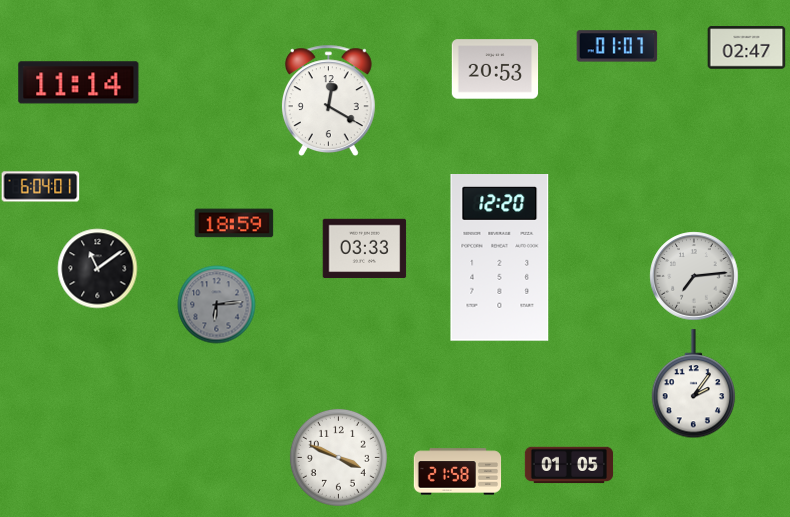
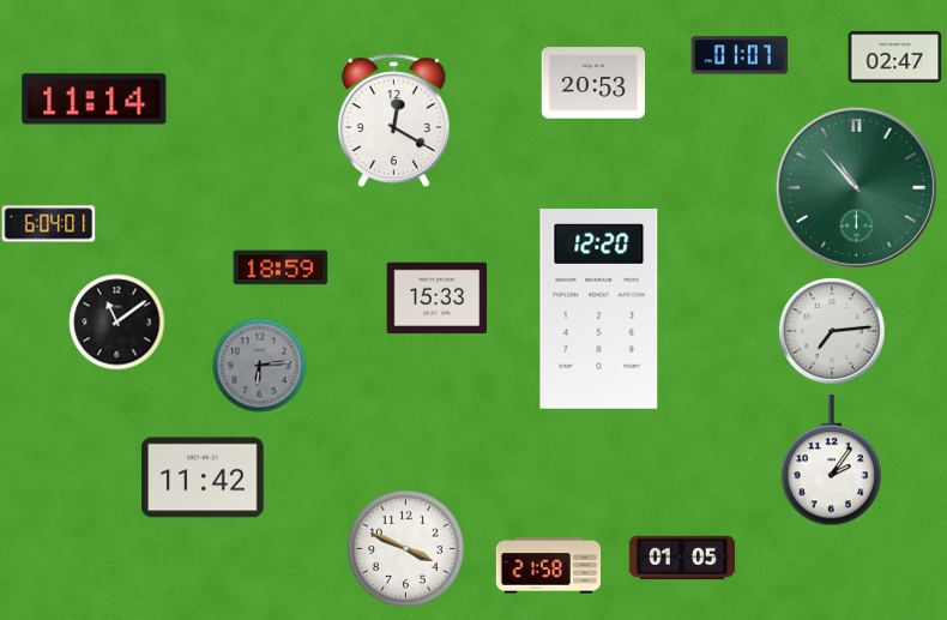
clock at (856, 187): none -> 10:53
clock at (364, 249): 03:33 -> 15:33
clock at (204, 477): none -> 11:42
